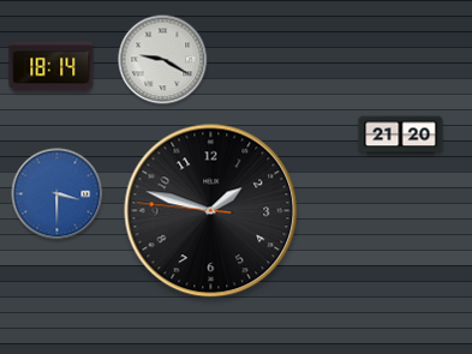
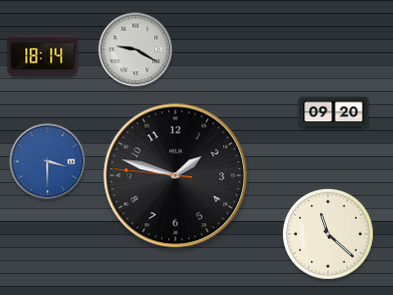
clock at (401, 136): 21:20 -> 09:20
clock at (329, 235): none -> 11:22
